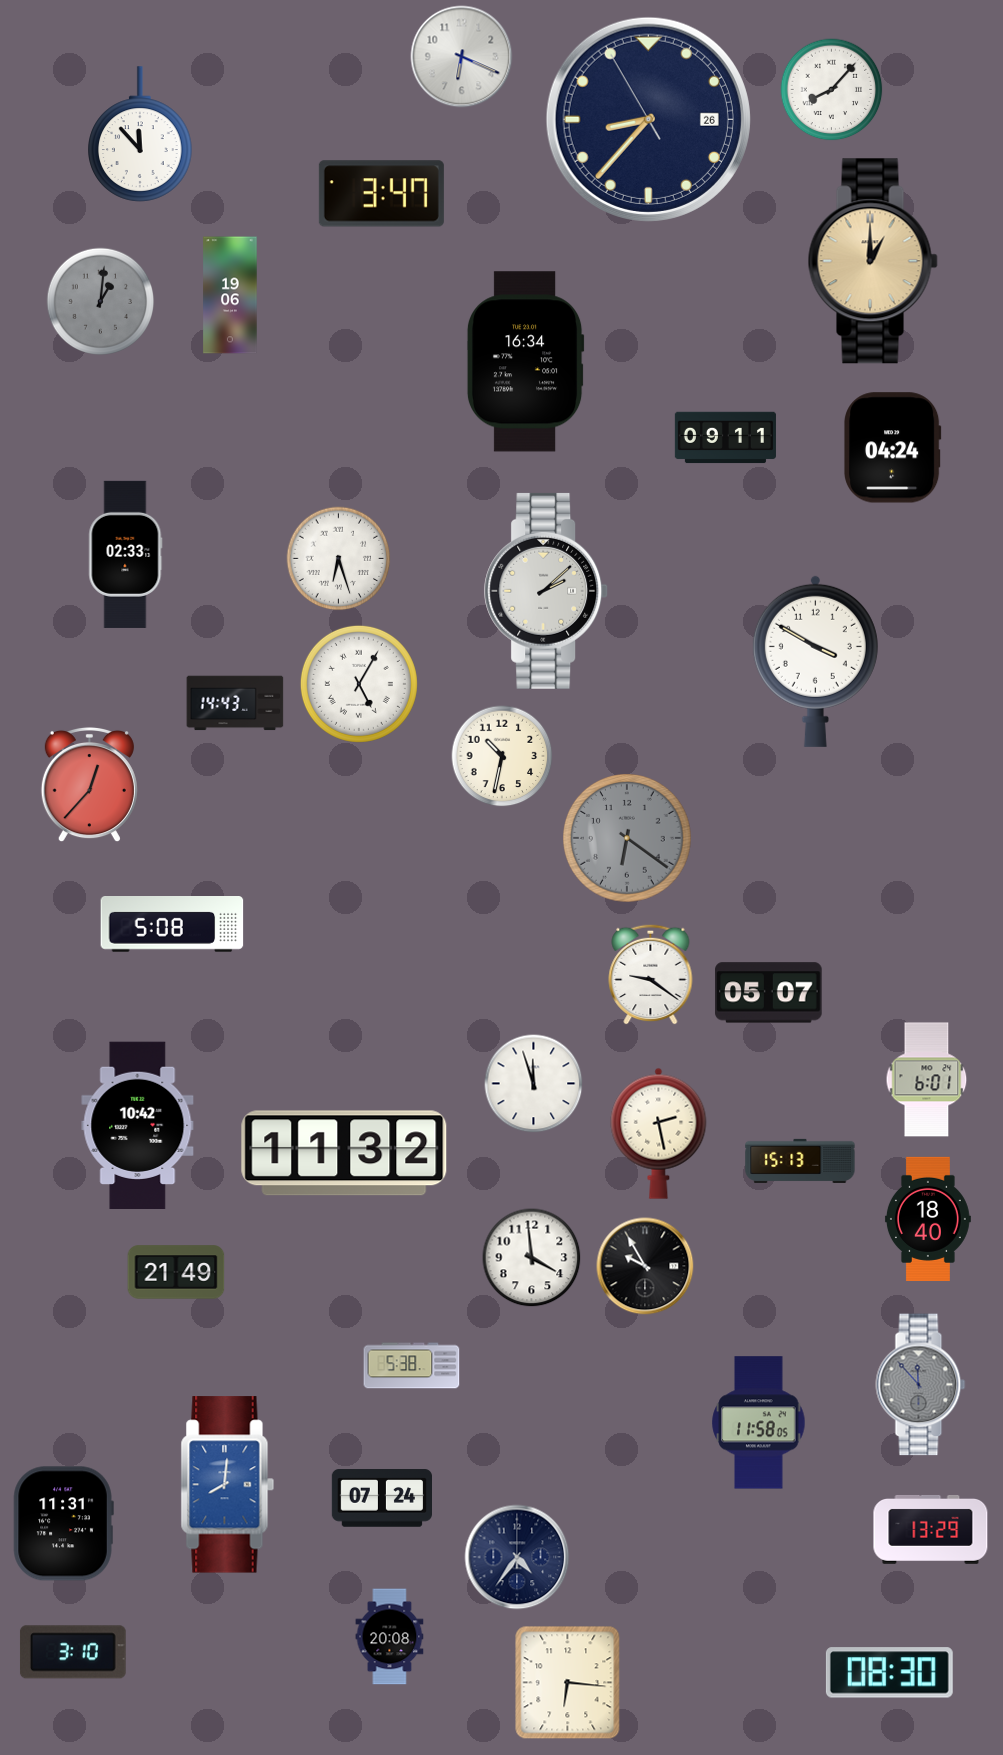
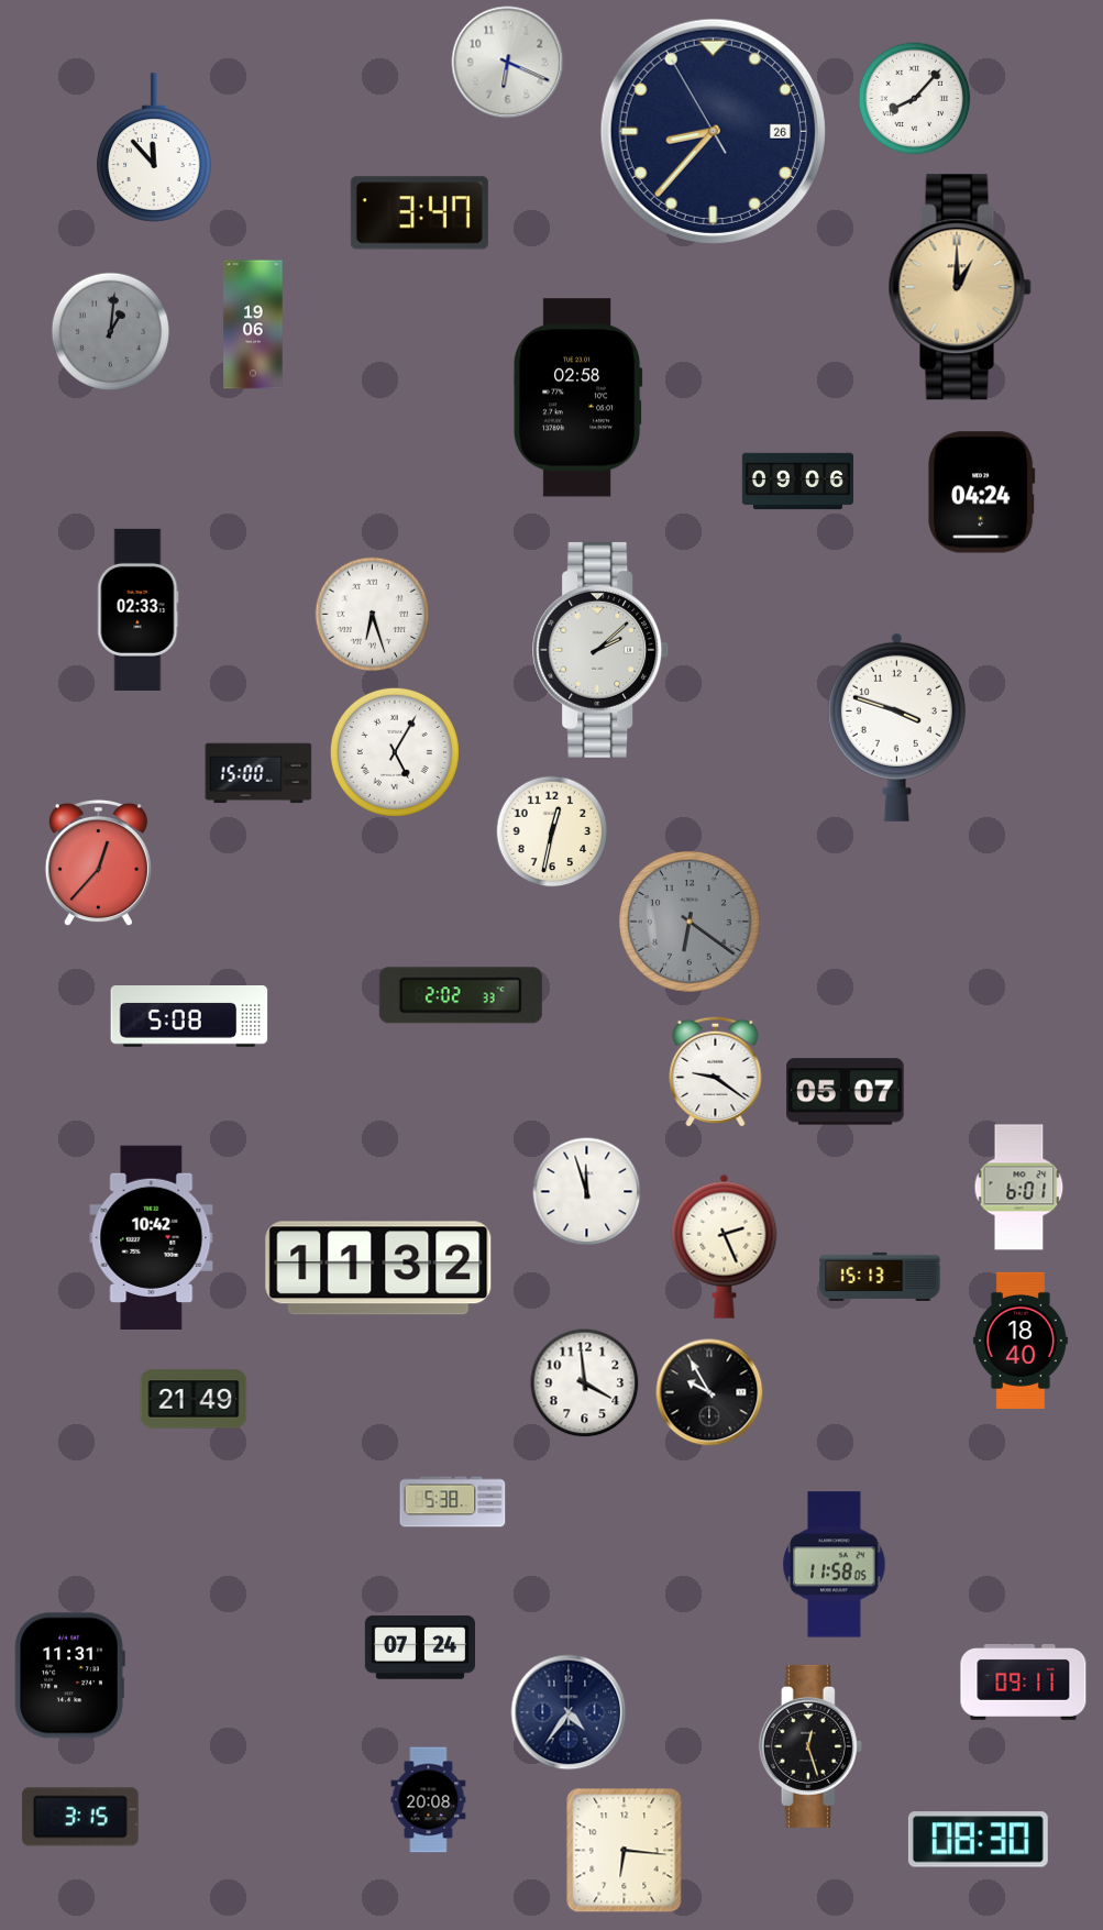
clock at (525, 362): 16:34 -> 02:58
clock at (725, 438): 09:11 -> 09:06
clock at (815, 661): 3:50 -> 3:48
clock at (235, 703): 14:43 -> 15:00
clock at (502, 756): 10:32 -> 12:32
clock at (461, 995): none -> 2:02
clock at (659, 1133): 2:28 -> 2:26
clock at (921, 1385): 11:53 -> none
clock at (228, 1485): 8:01 -> none
clock at (931, 1529): 13:29 -> 09:11
clock at (810, 1746): none -> 12:27
clock at (73, 1652): 3:10 -> 3:15
